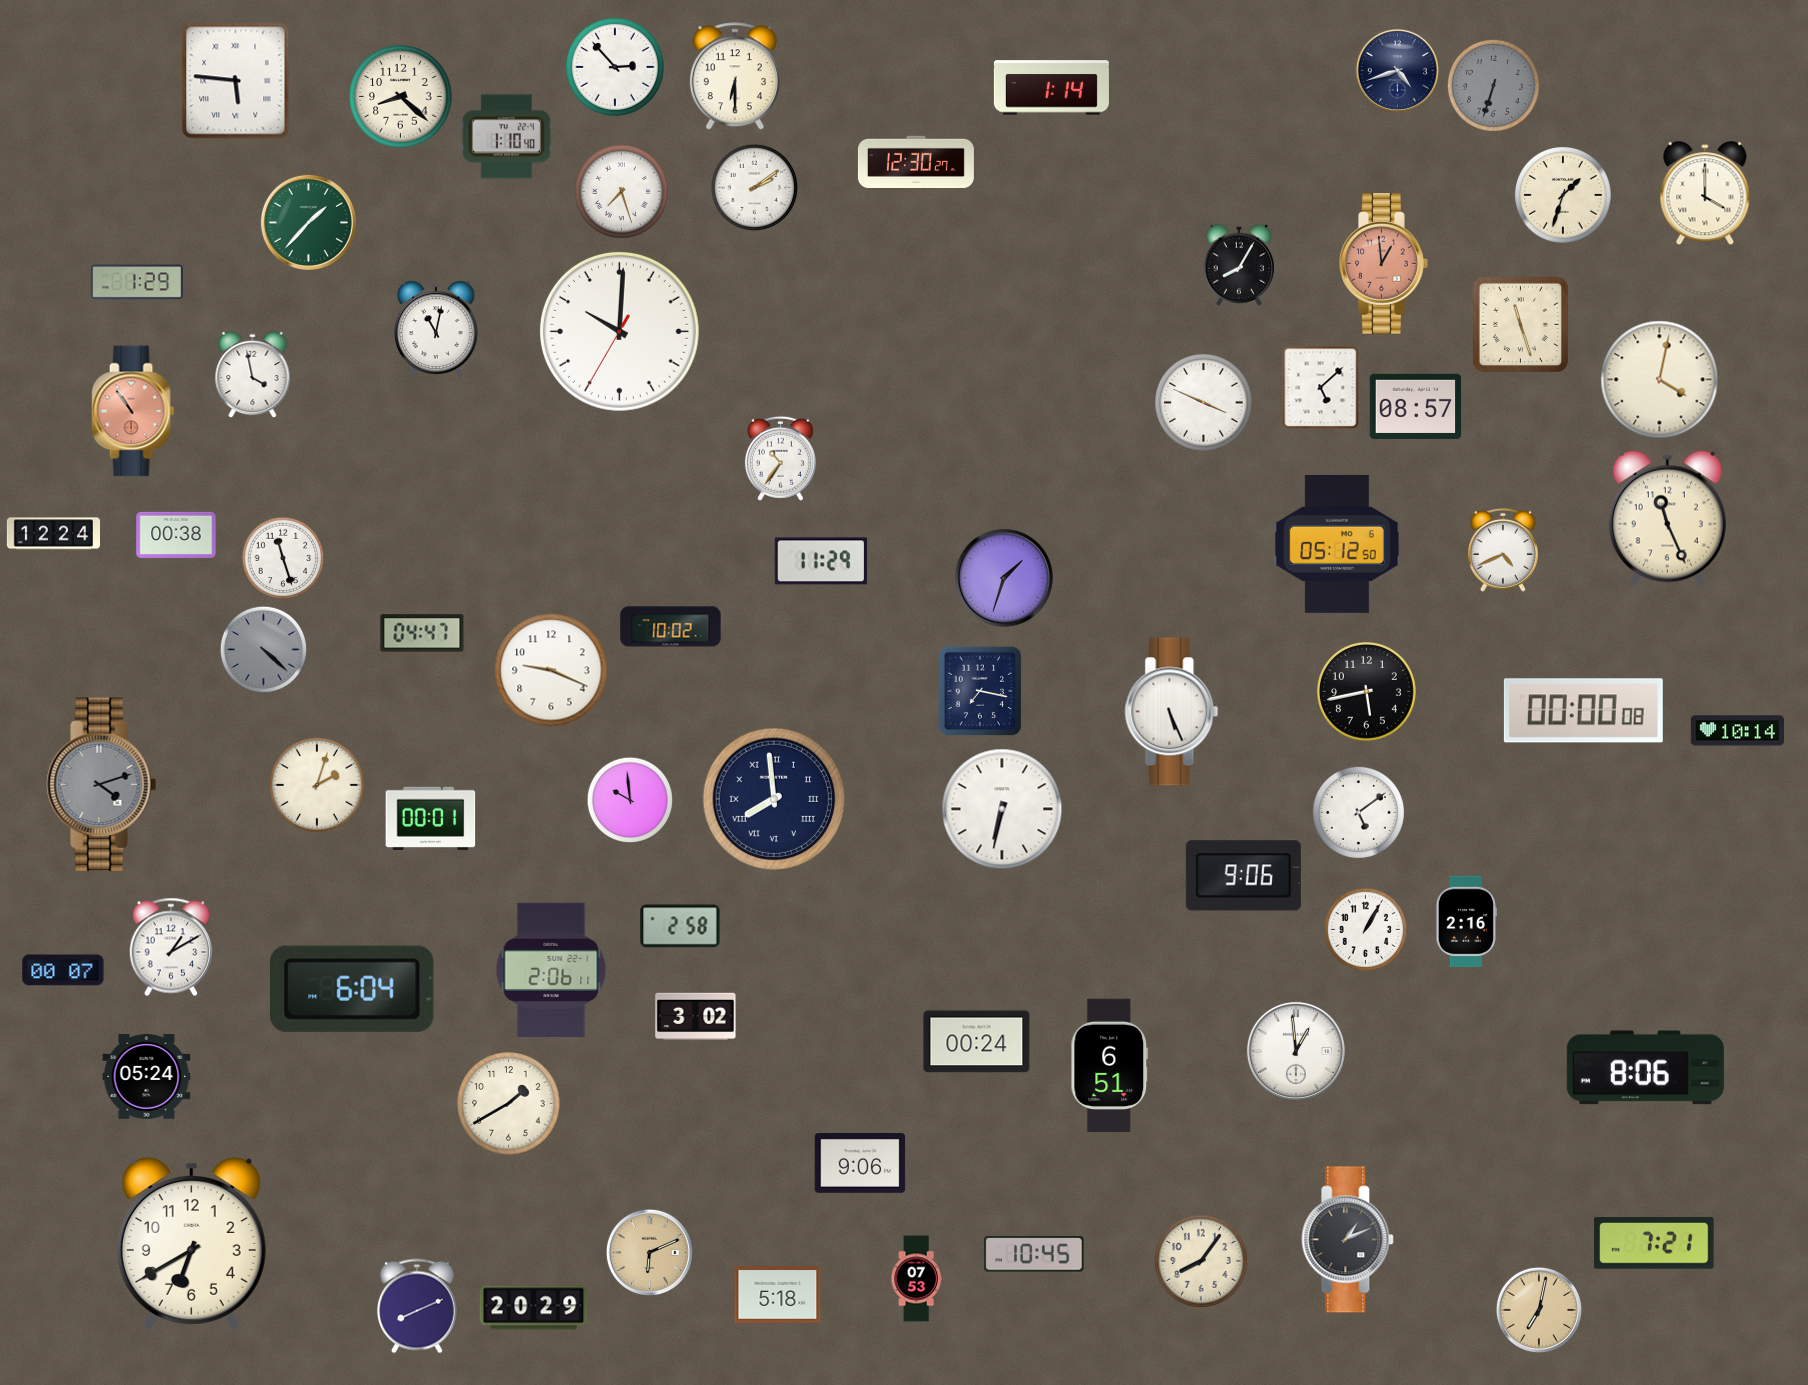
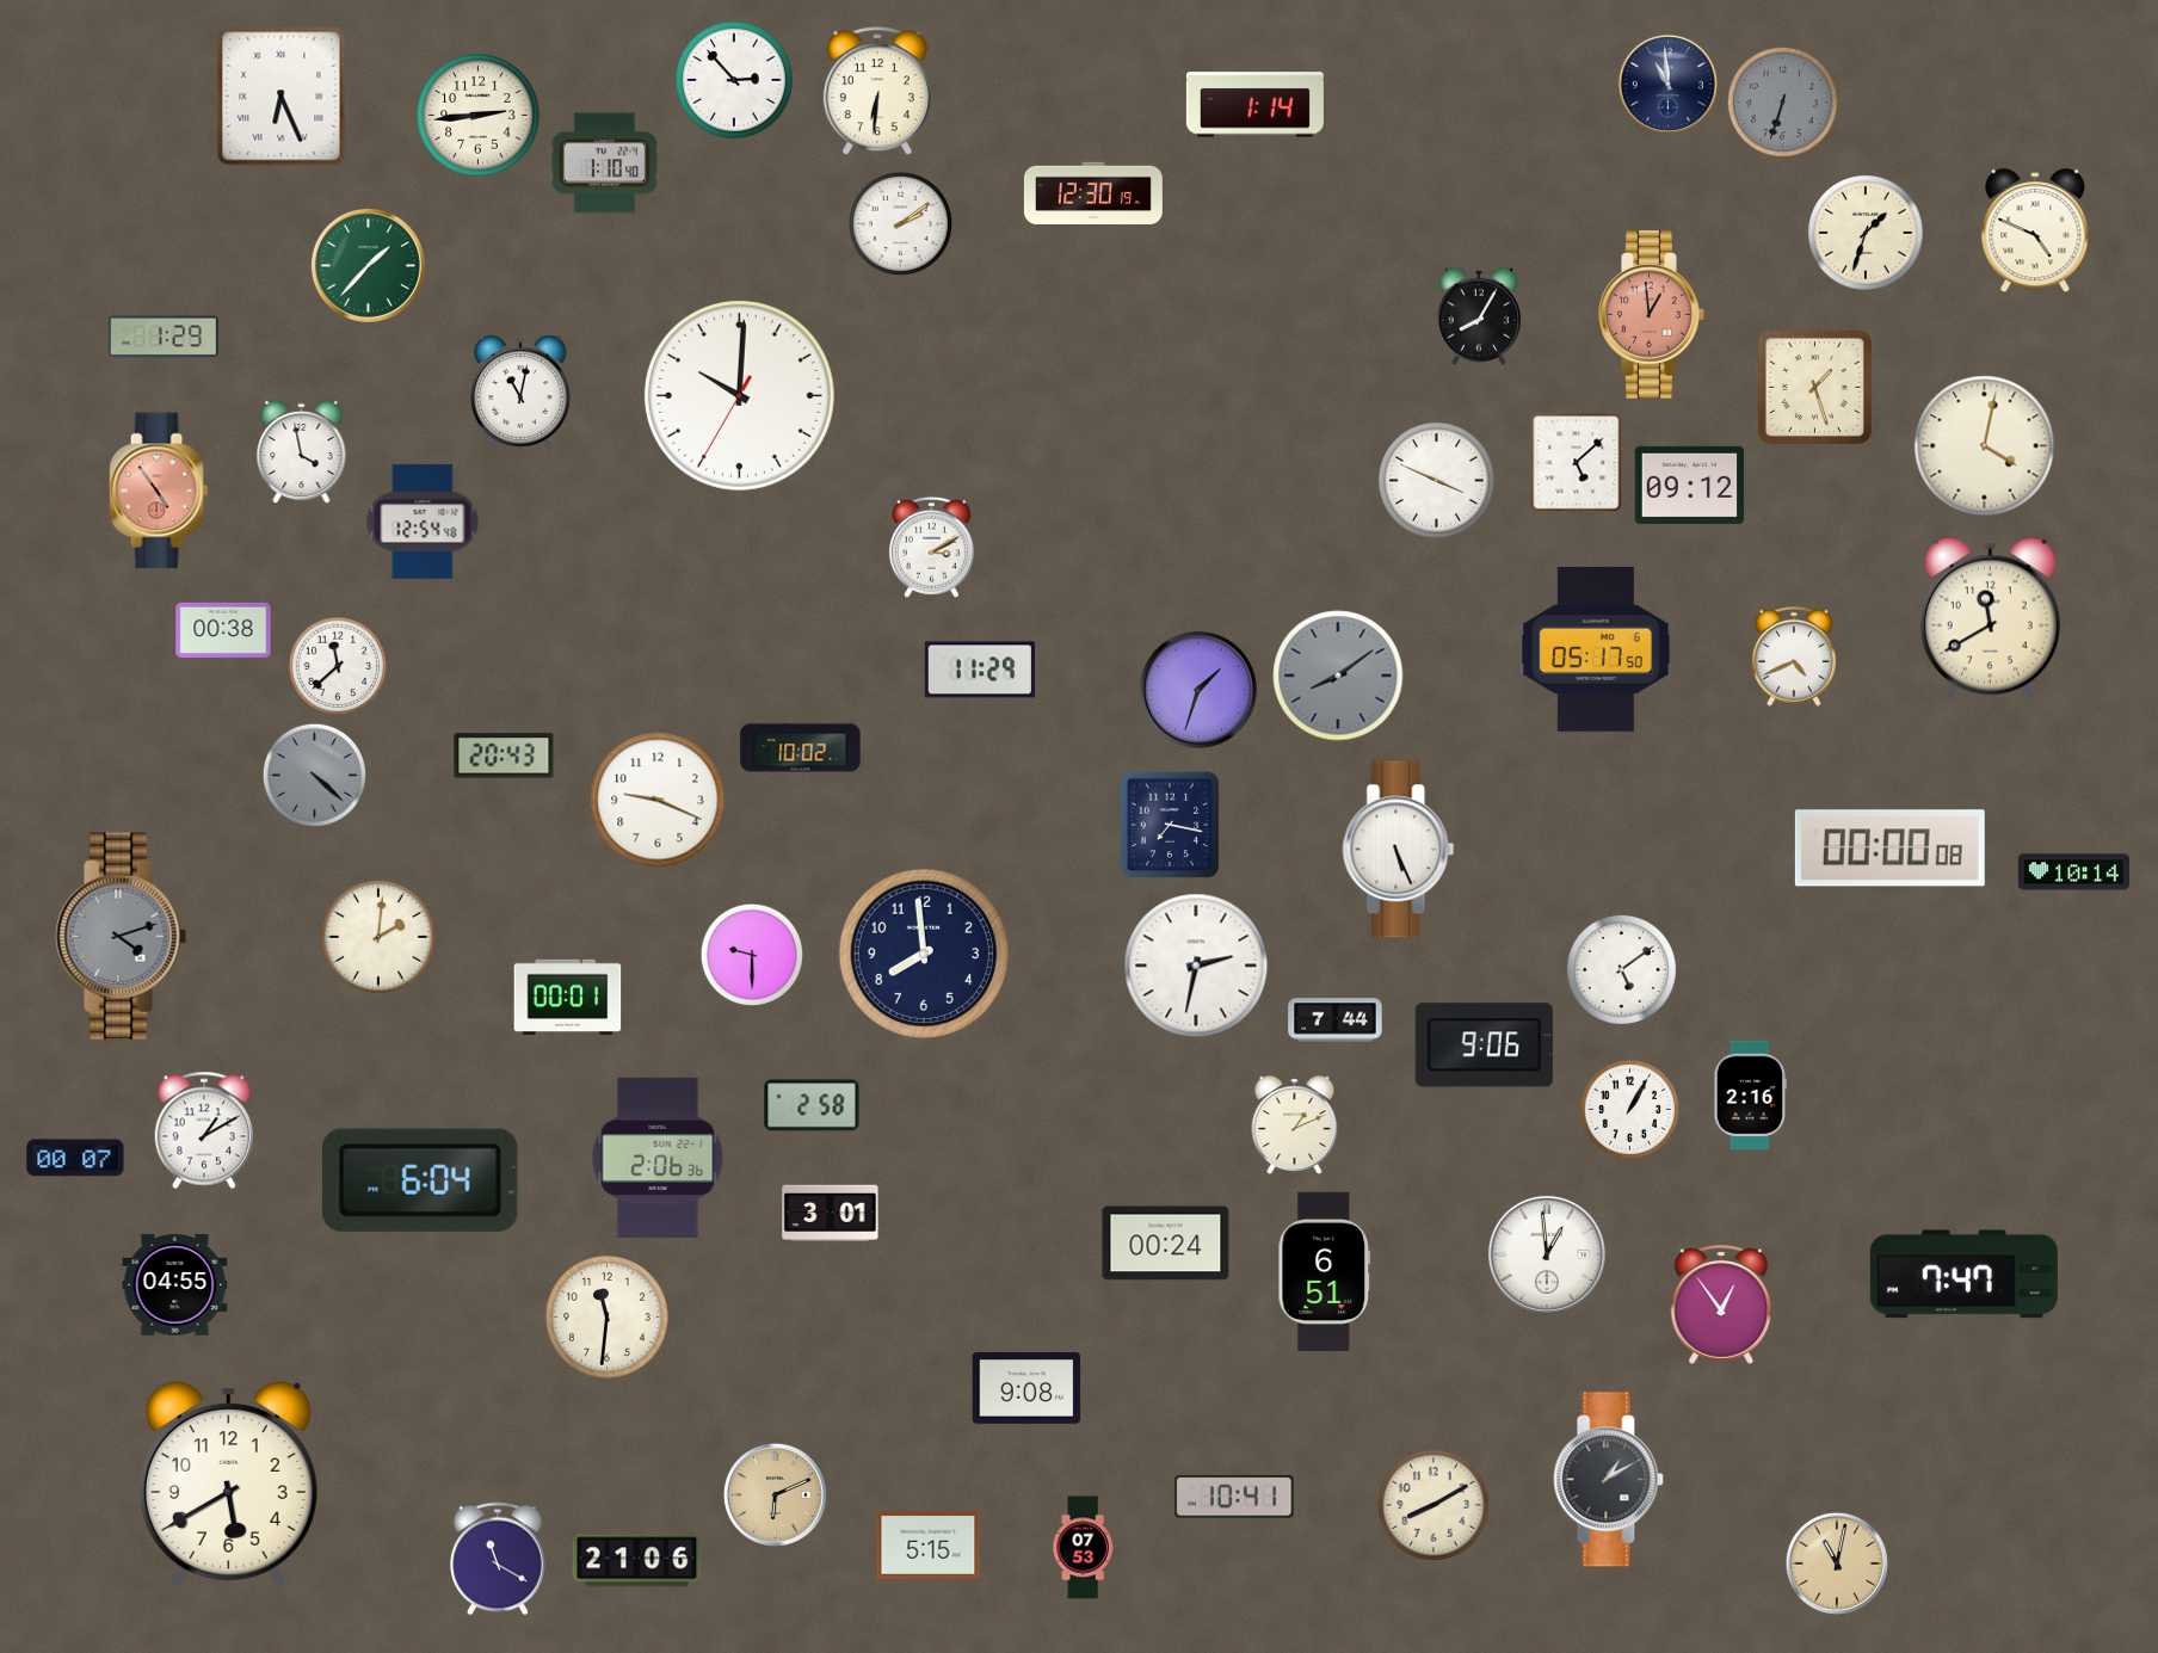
clock at (1397, 70): 4:42 -> 10:59
clock at (735, 77): 6:30 -> 6:31
clock at (236, 81): 5:46 -> 6:26
clock at (401, 97): 8:22 -> 2:44
clock at (916, 161): 12:30:27 -> 12:30:19
clock at (621, 191): 7:27 -> none
clock at (1705, 194): 4:00 -> 4:49
clock at (1520, 324): 11:27 -> 1:27
clock at (253, 375) position: (253, 375) -> (302, 452)
clock at (1660, 380) position: (1660, 380) -> (1985, 446)
clock at (1416, 406): 08:57 -> 09:12
clock at (133, 411): 10:54 -> 4:54
clock at (423, 522): none -> 12:54
clock at (780, 458): 10:36 -> 3:10
clock at (1667, 519): 11:26 -> 11:40
clock at (53, 534): 12:24 -> none
clock at (176, 535) position: (176, 535) -> (223, 630)
clock at (1337, 544): 05:12 -> 05:17
clock at (283, 558): 11:27 -> 11:38
clock at (1338, 676): none -> 8:09
clock at (422, 633): 04:47 -> 20:43
clock at (1367, 692): 5:43 -> none
clock at (317, 785): 2:03 -> 2:01
clock at (773, 798) numerals: Roman -> Arabic
clock at (629, 799): 9:59 -> 9:30
clock at (1002, 809): 6:32 -> 2:32
clock at (431, 818) position: (431, 818) -> (568, 997)
clock at (1336, 1020): none -> 7:44
clock at (1466, 922) position: (1466, 922) -> (1750, 1096)
clock at (1295, 1125): none -> 1:11
clock at (551, 969): 2:06:11 -> 2:06:36
clock at (696, 1017): 3:02 -> 3:01
clock at (1645, 1068): 8:06 -> 7:47
clock at (147, 1077): 05:24 -> 04:55
clock at (1721, 1306): none -> 12:54
clock at (509, 1104): 1:40 -> 11:31
clock at (860, 1163): 9:06 -> 9:08
clock at (1348, 1240): 1:11 -> 1:10
clock at (1654, 1243): 7:21 -> none
clock at (191, 1244): 6:40 -> 5:40
clock at (1034, 1254): 10:45 -> 10:41
clock at (1201, 1261): 8:06 -> 8:10
clock at (916, 1279) position: (916, 1279) -> (1083, 1548)
clock at (778, 1295): 5:18 -> 5:15
clock at (417, 1306): 8:11 -> 11:20
clock at (534, 1308): 20:29 -> 21:06
clock at (1539, 1310): 7:02 -> 11:02
